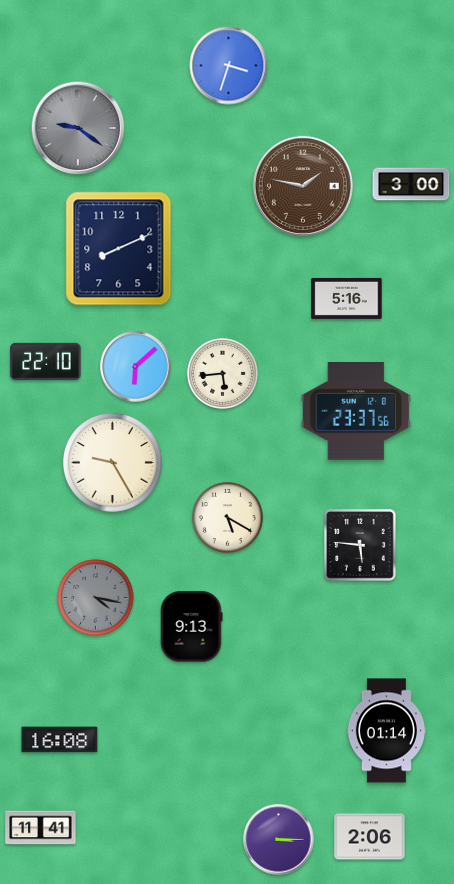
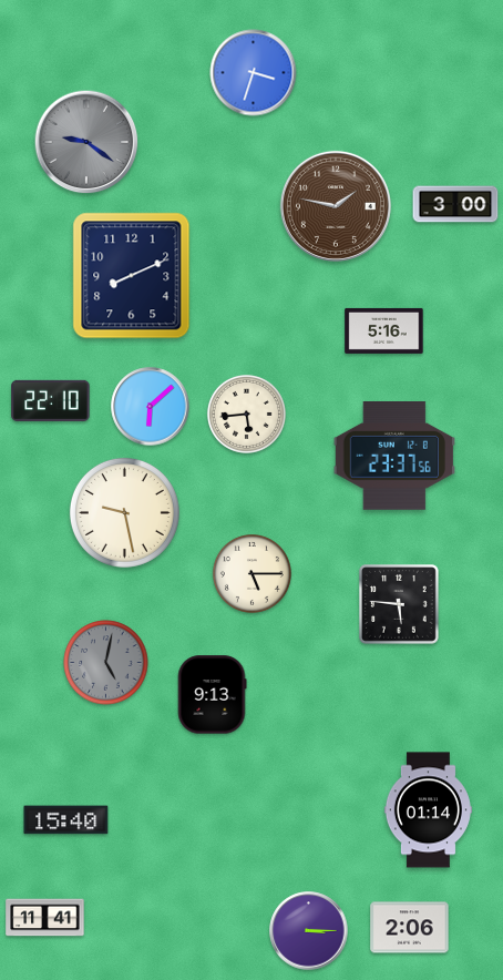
clock at (112, 462): 9:25 -> 9:28
clock at (227, 517): 5:20 -> 5:15
clock at (96, 598): 4:17 -> 5:02
clock at (60, 740): 16:08 -> 15:40
